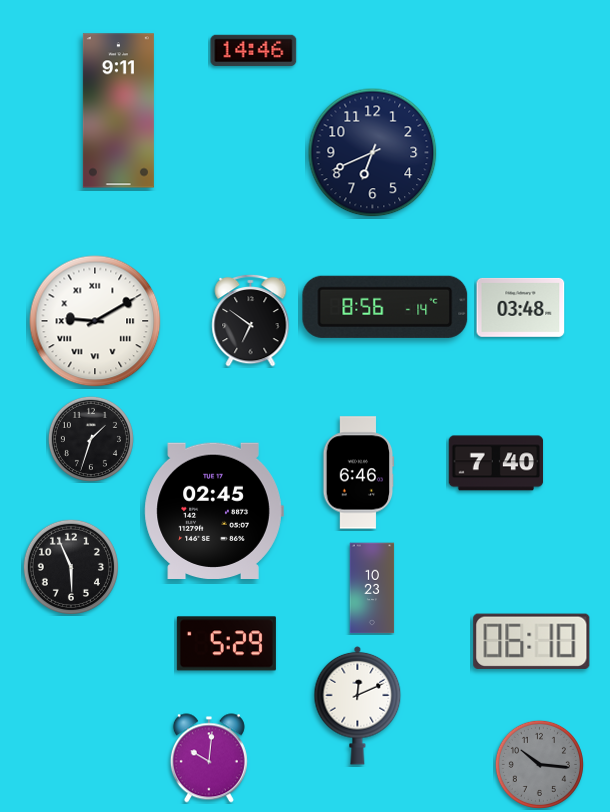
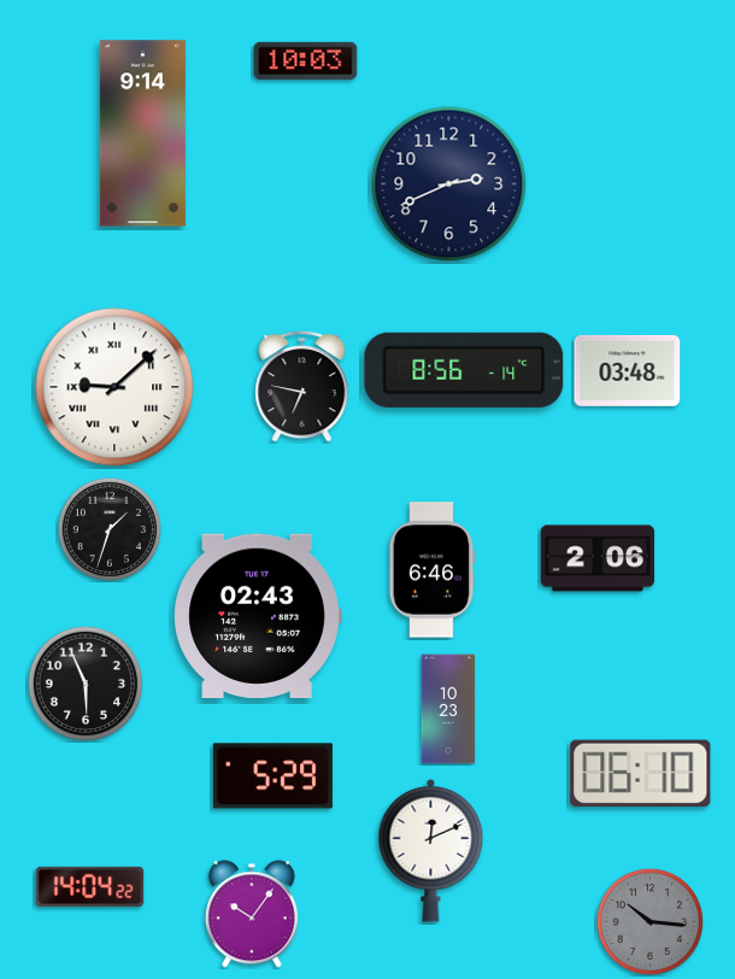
clock at (254, 50): 14:46 -> 10:03
clock at (118, 111): 9:11 -> 9:14
clock at (373, 153): 6:41 -> 2:41
clock at (251, 320): 6:51 -> 6:47
clock at (95, 321): 9:10 -> 9:08
clock at (496, 463): 7:40 -> 2:06
clock at (214, 510): 02:45 -> 02:43
clock at (90, 886): none -> 14:04
clock at (209, 758): 10:01 -> 10:06
